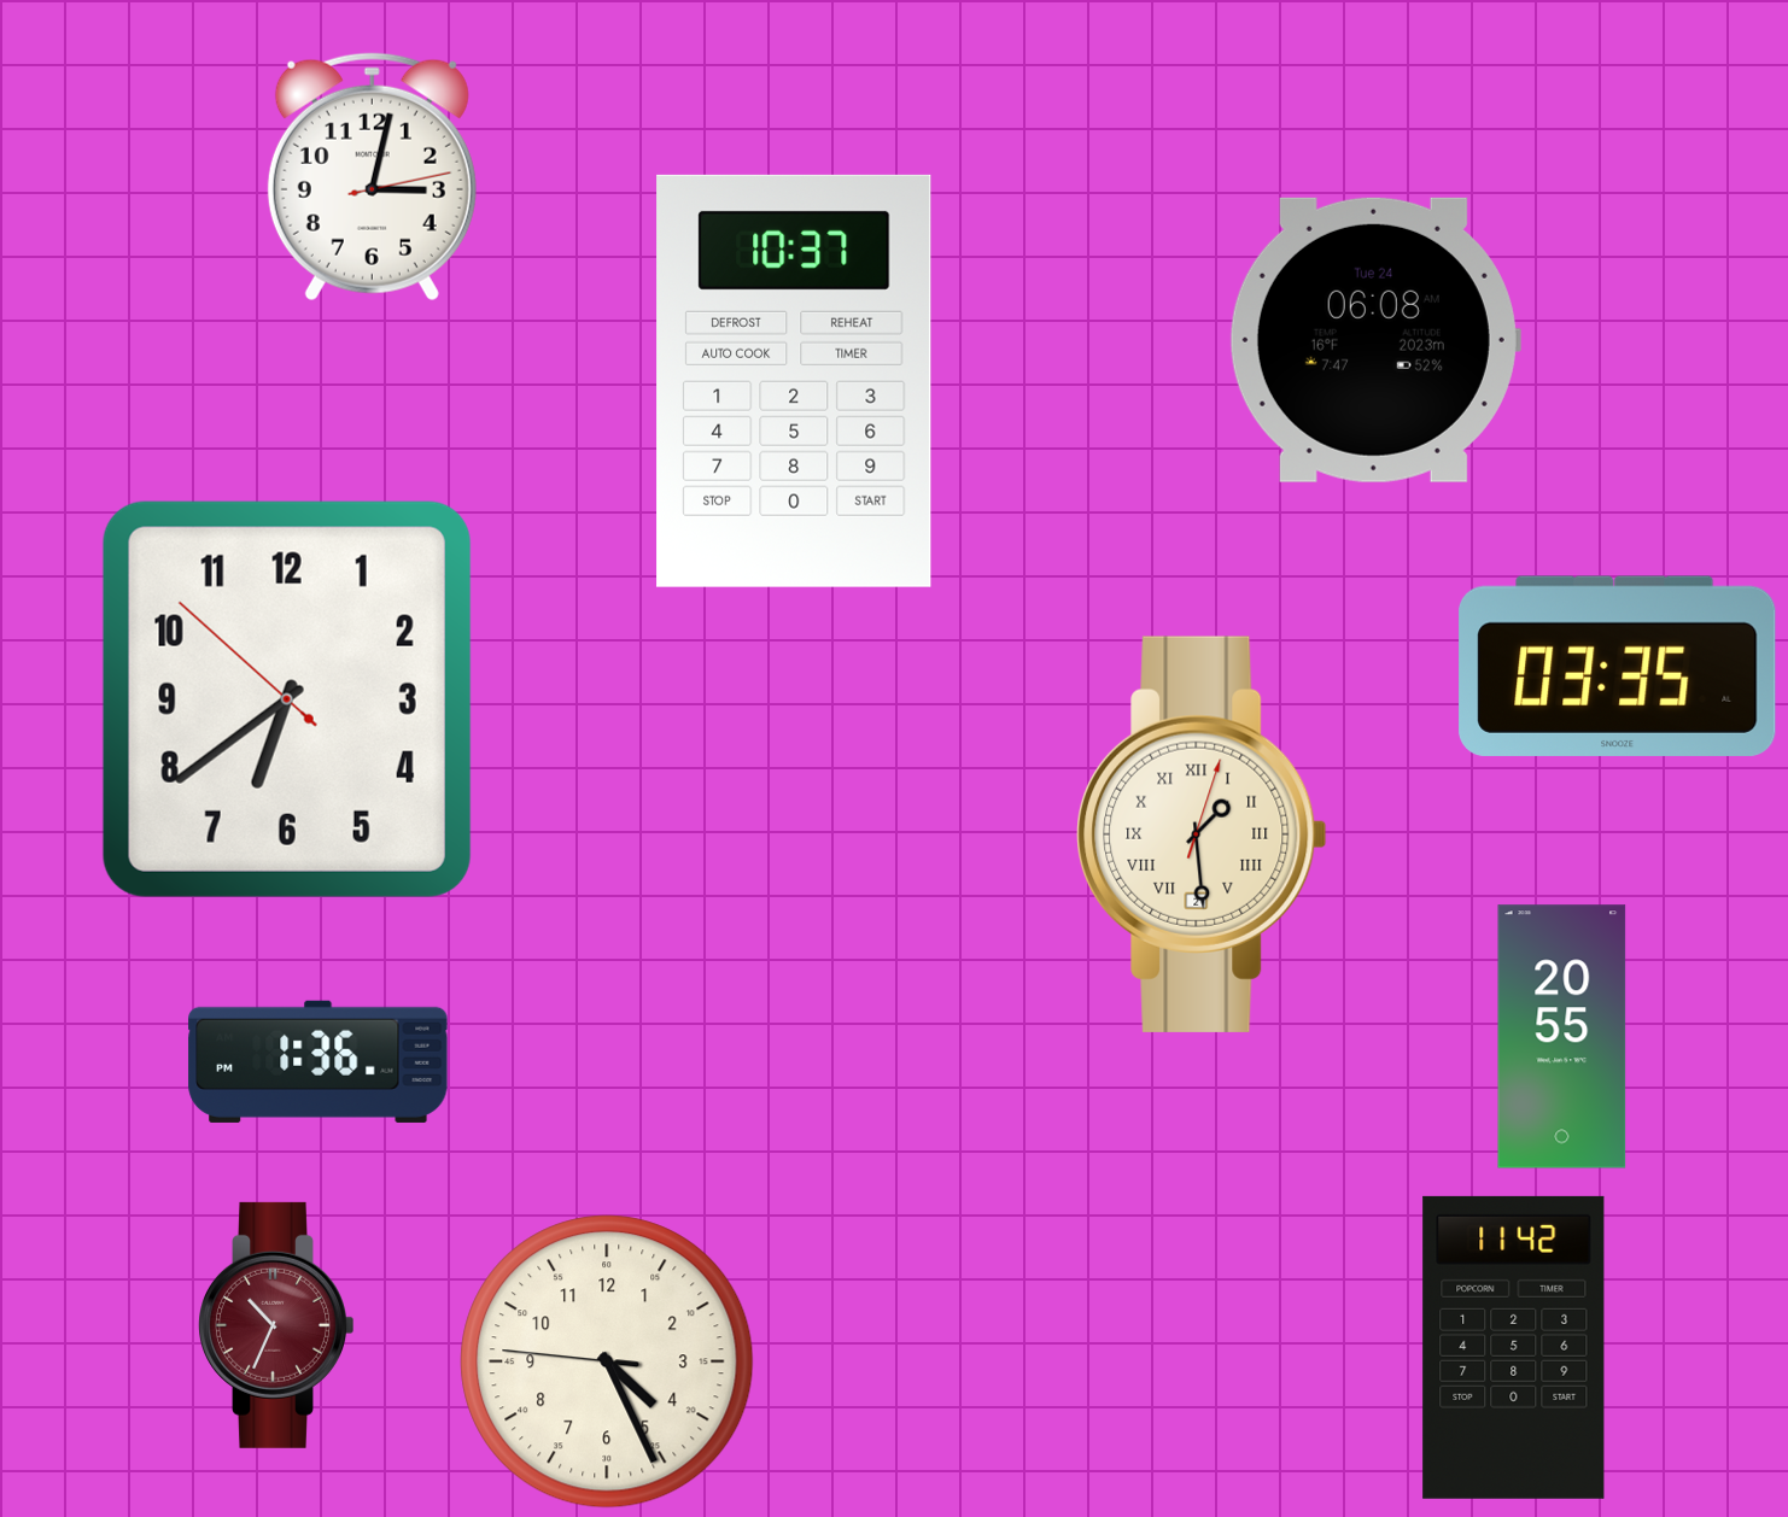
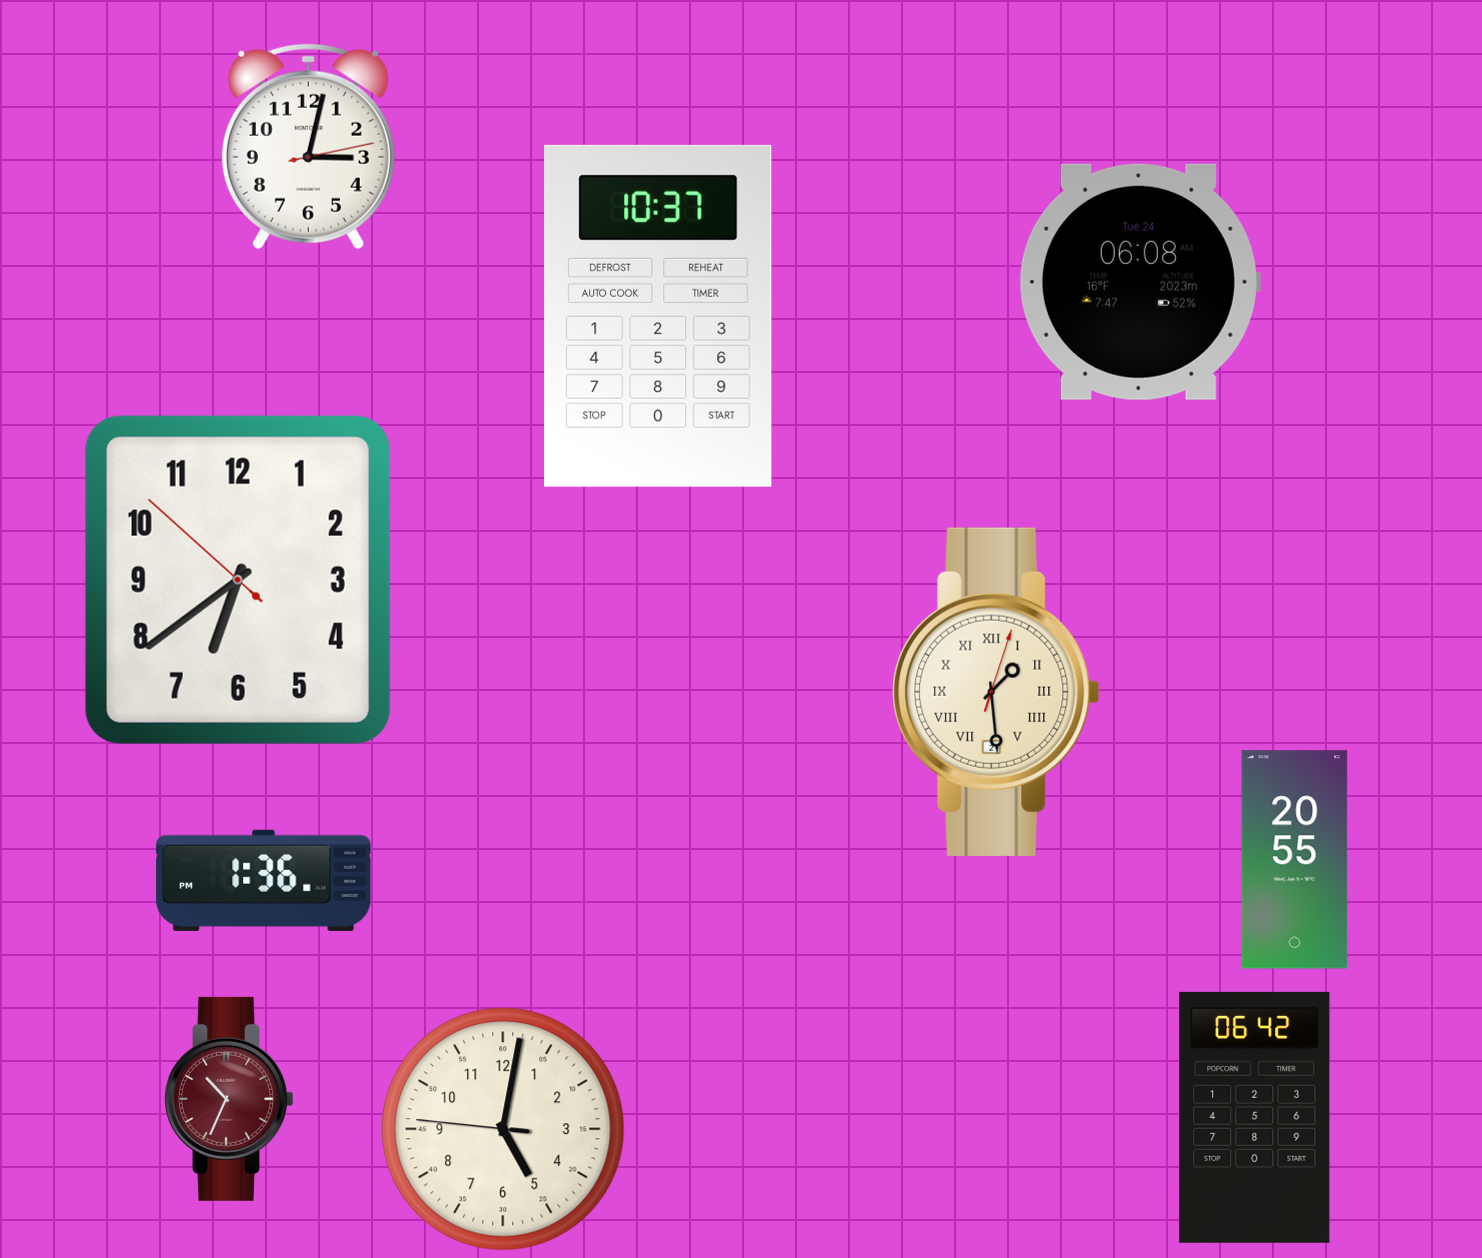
clock at (1618, 666): 03:35 -> none
clock at (1514, 1347): 11:42 -> 06:42
clock at (607, 1361): 4:25 -> 5:01
